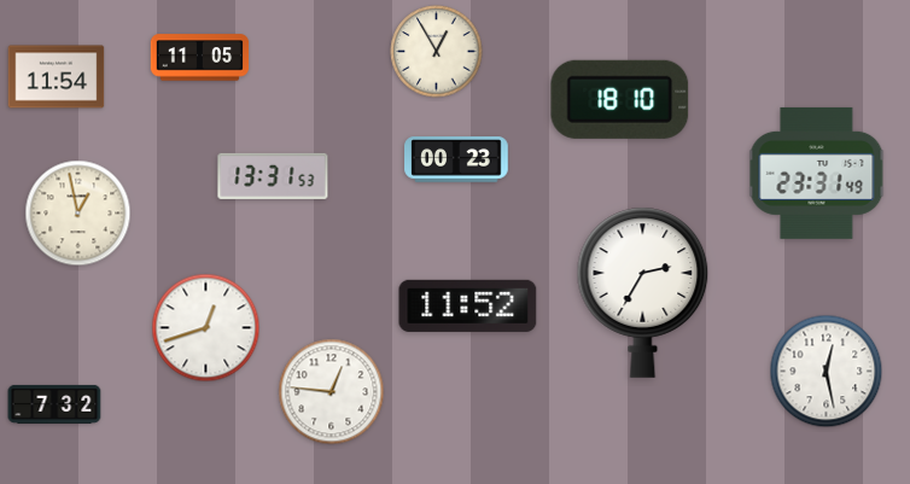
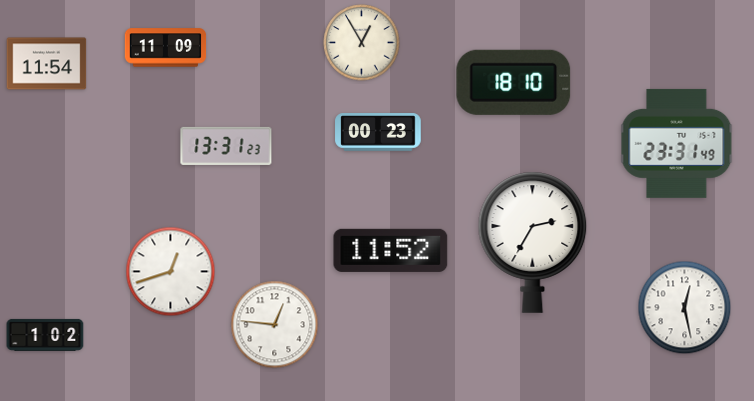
clock at (200, 58): 11:05 -> 11:09
clock at (273, 176): 13:31:53 -> 13:31:23
clock at (78, 214): 12:58 -> none
clock at (468, 305) position: (468, 305) -> (391, 250)
clock at (54, 404): 7:32 -> 1:02
